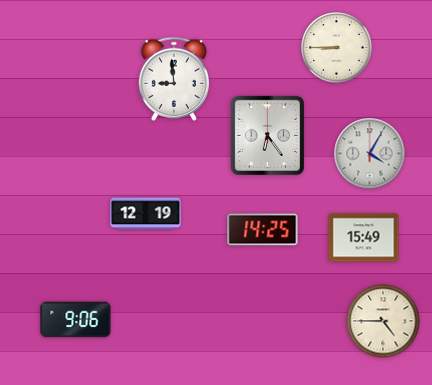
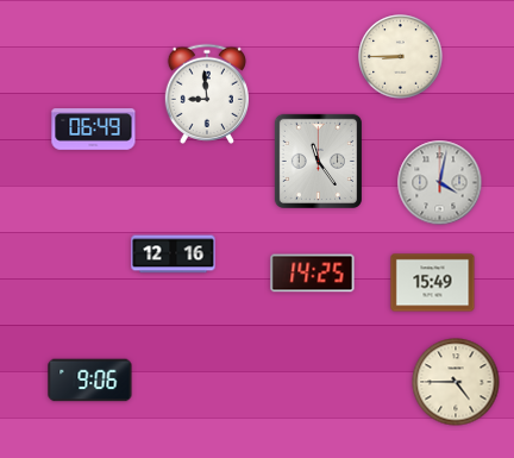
clock at (94, 130): none -> 06:49
clock at (267, 135): 6:24 -> 11:24
clock at (370, 154): 4:05 -> 4:02
clock at (146, 214): 12:19 -> 12:16
